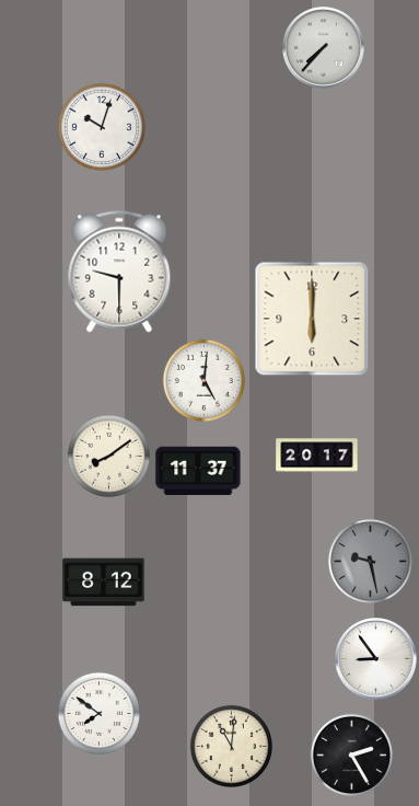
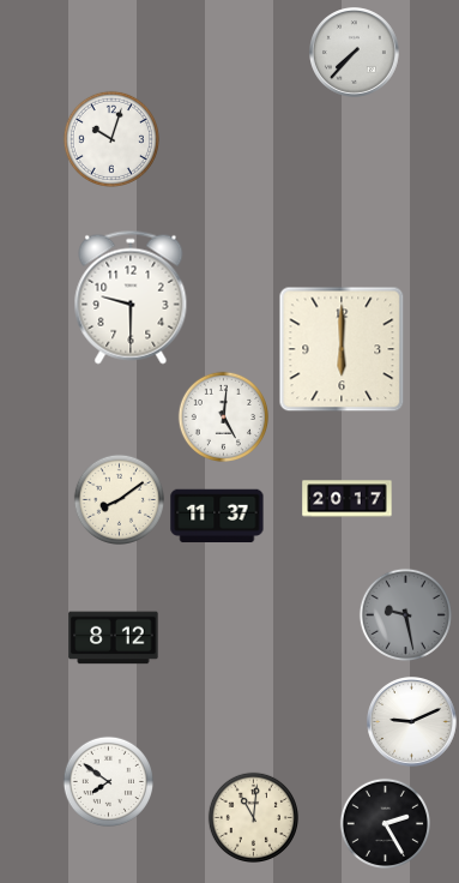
clock at (376, 659): 8:54 -> 9:11
clock at (351, 755) position: (351, 755) -> (385, 823)
